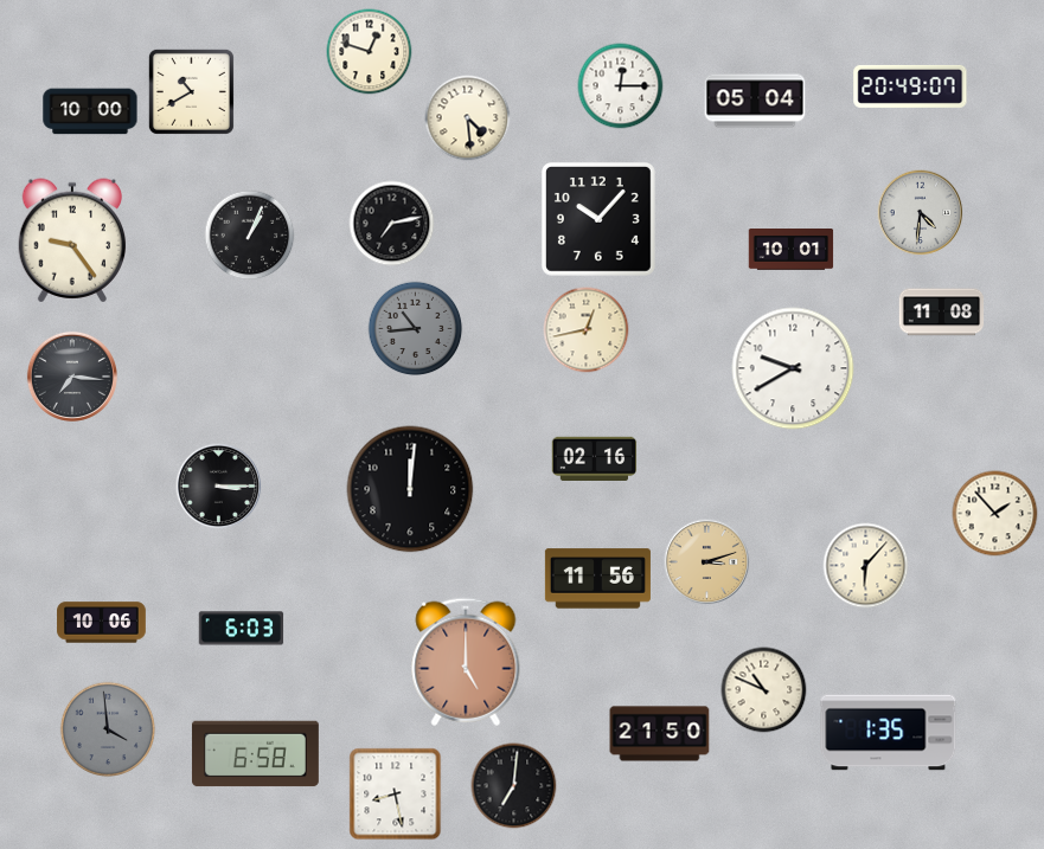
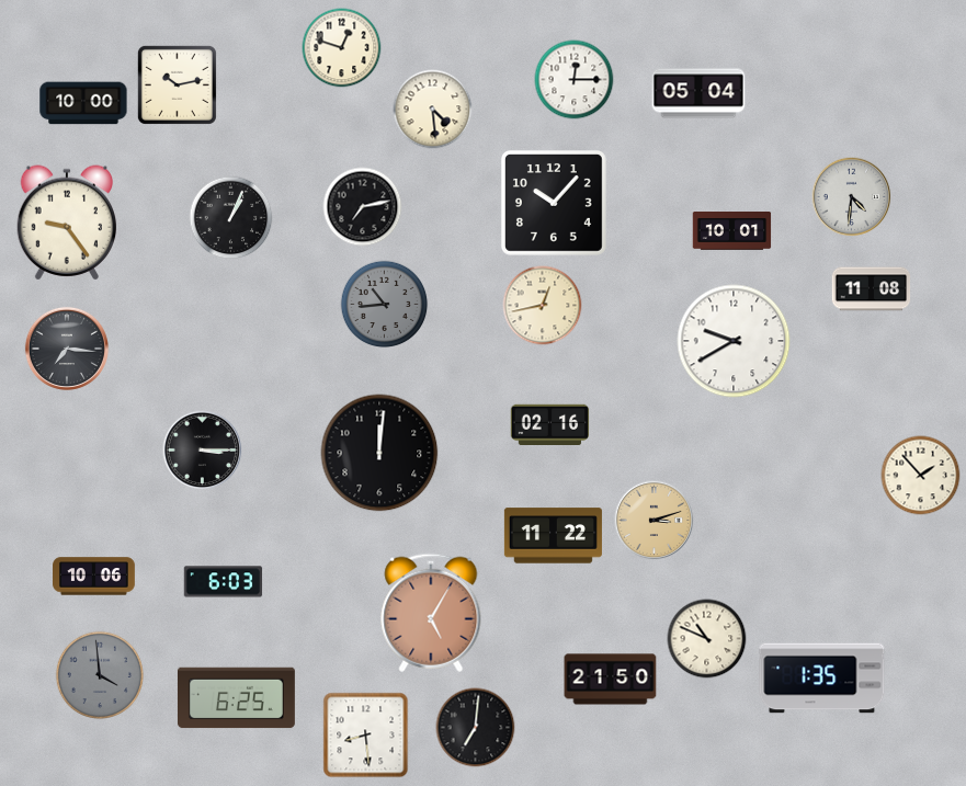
clock at (910, 86): 20:49 -> none
clock at (191, 91): 10:40 -> 10:13
clock at (866, 566): 6:07 -> none
clock at (597, 579): 11:56 -> 11:22
clock at (466, 662): 5:00 -> 5:05
clock at (255, 754): 6:58 -> 6:25
clock at (396, 795): 8:28 -> 8:29
